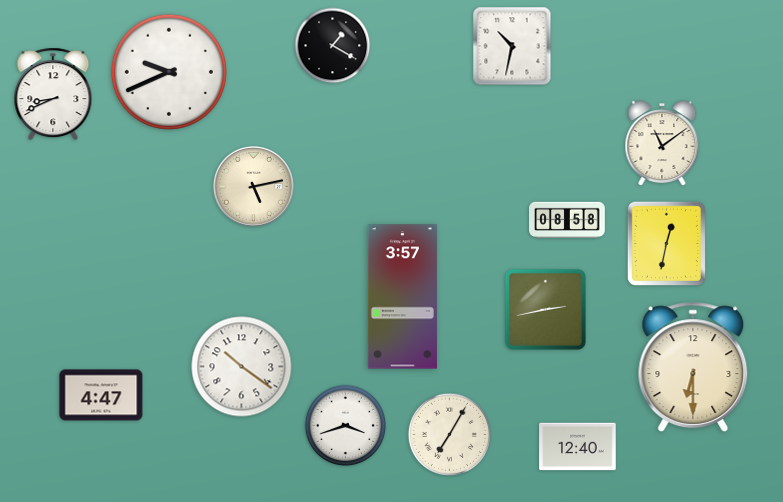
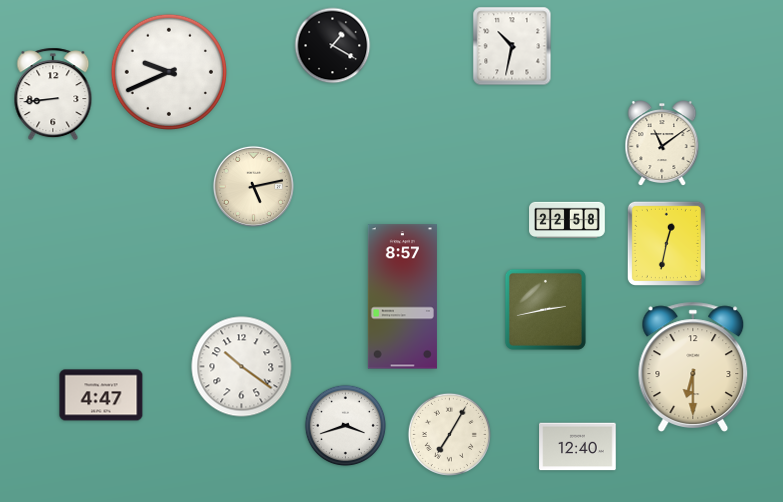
clock at (53, 94): 8:41 -> 8:44
clock at (567, 219): 08:58 -> 22:58
clock at (402, 297): 3:57 -> 8:57
